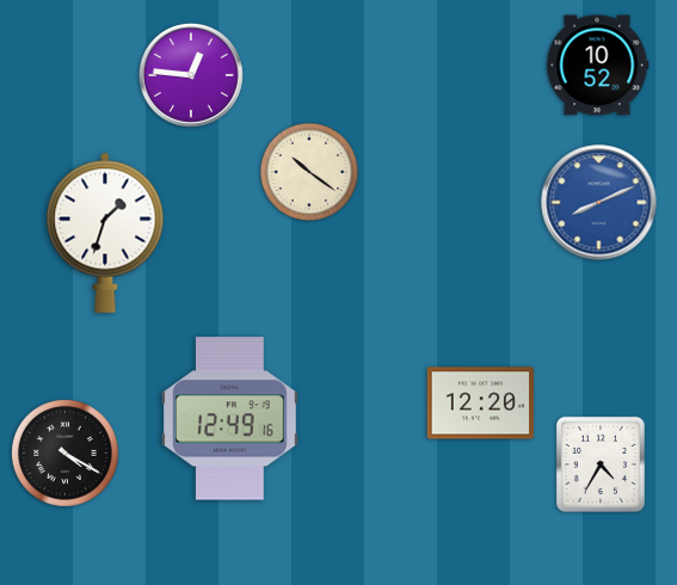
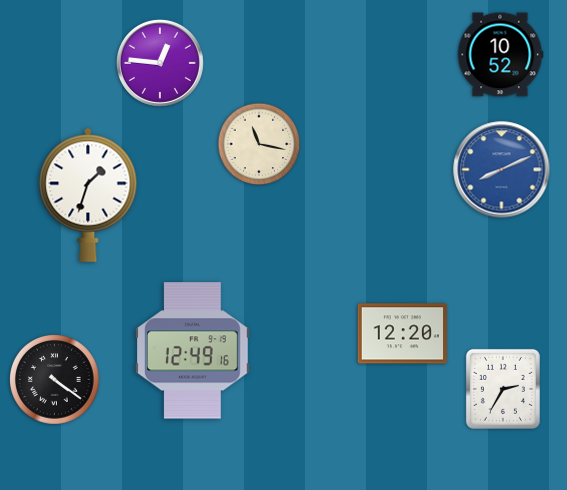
clock at (309, 172): 10:21 -> 11:17
clock at (480, 404) position: (480, 404) -> (402, 334)
clock at (66, 454): 4:20 -> 4:21
clock at (601, 464): 4:35 -> 2:35
